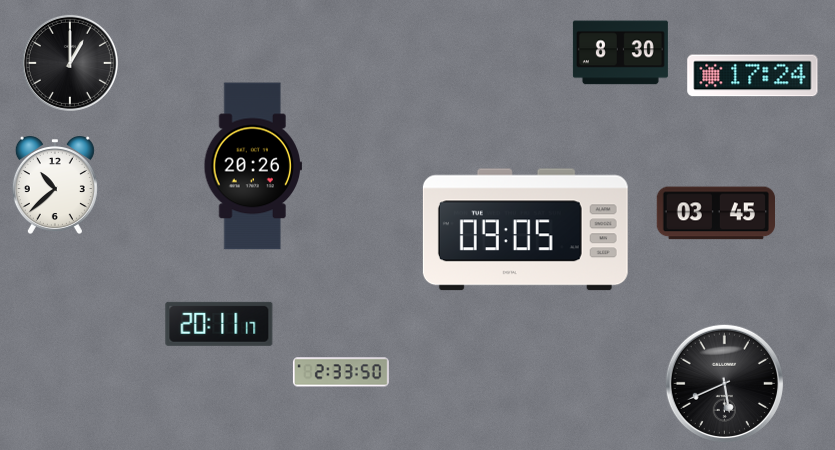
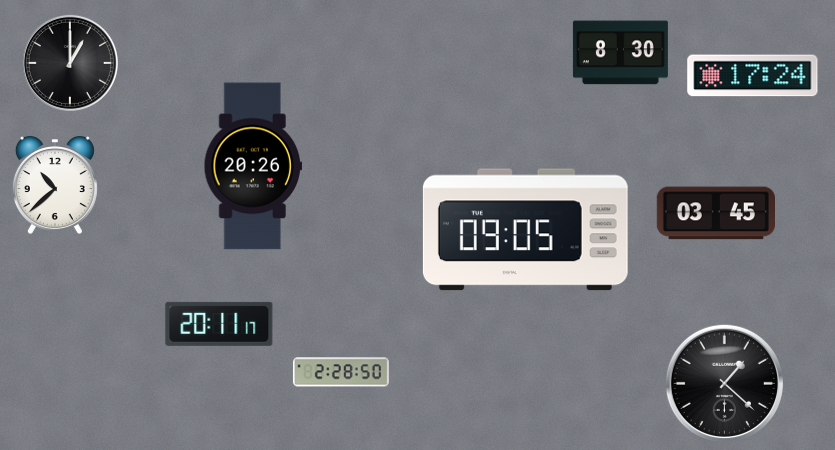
clock at (341, 372): 2:33 -> 2:28
clock at (724, 383): 5:41 -> 1:22
